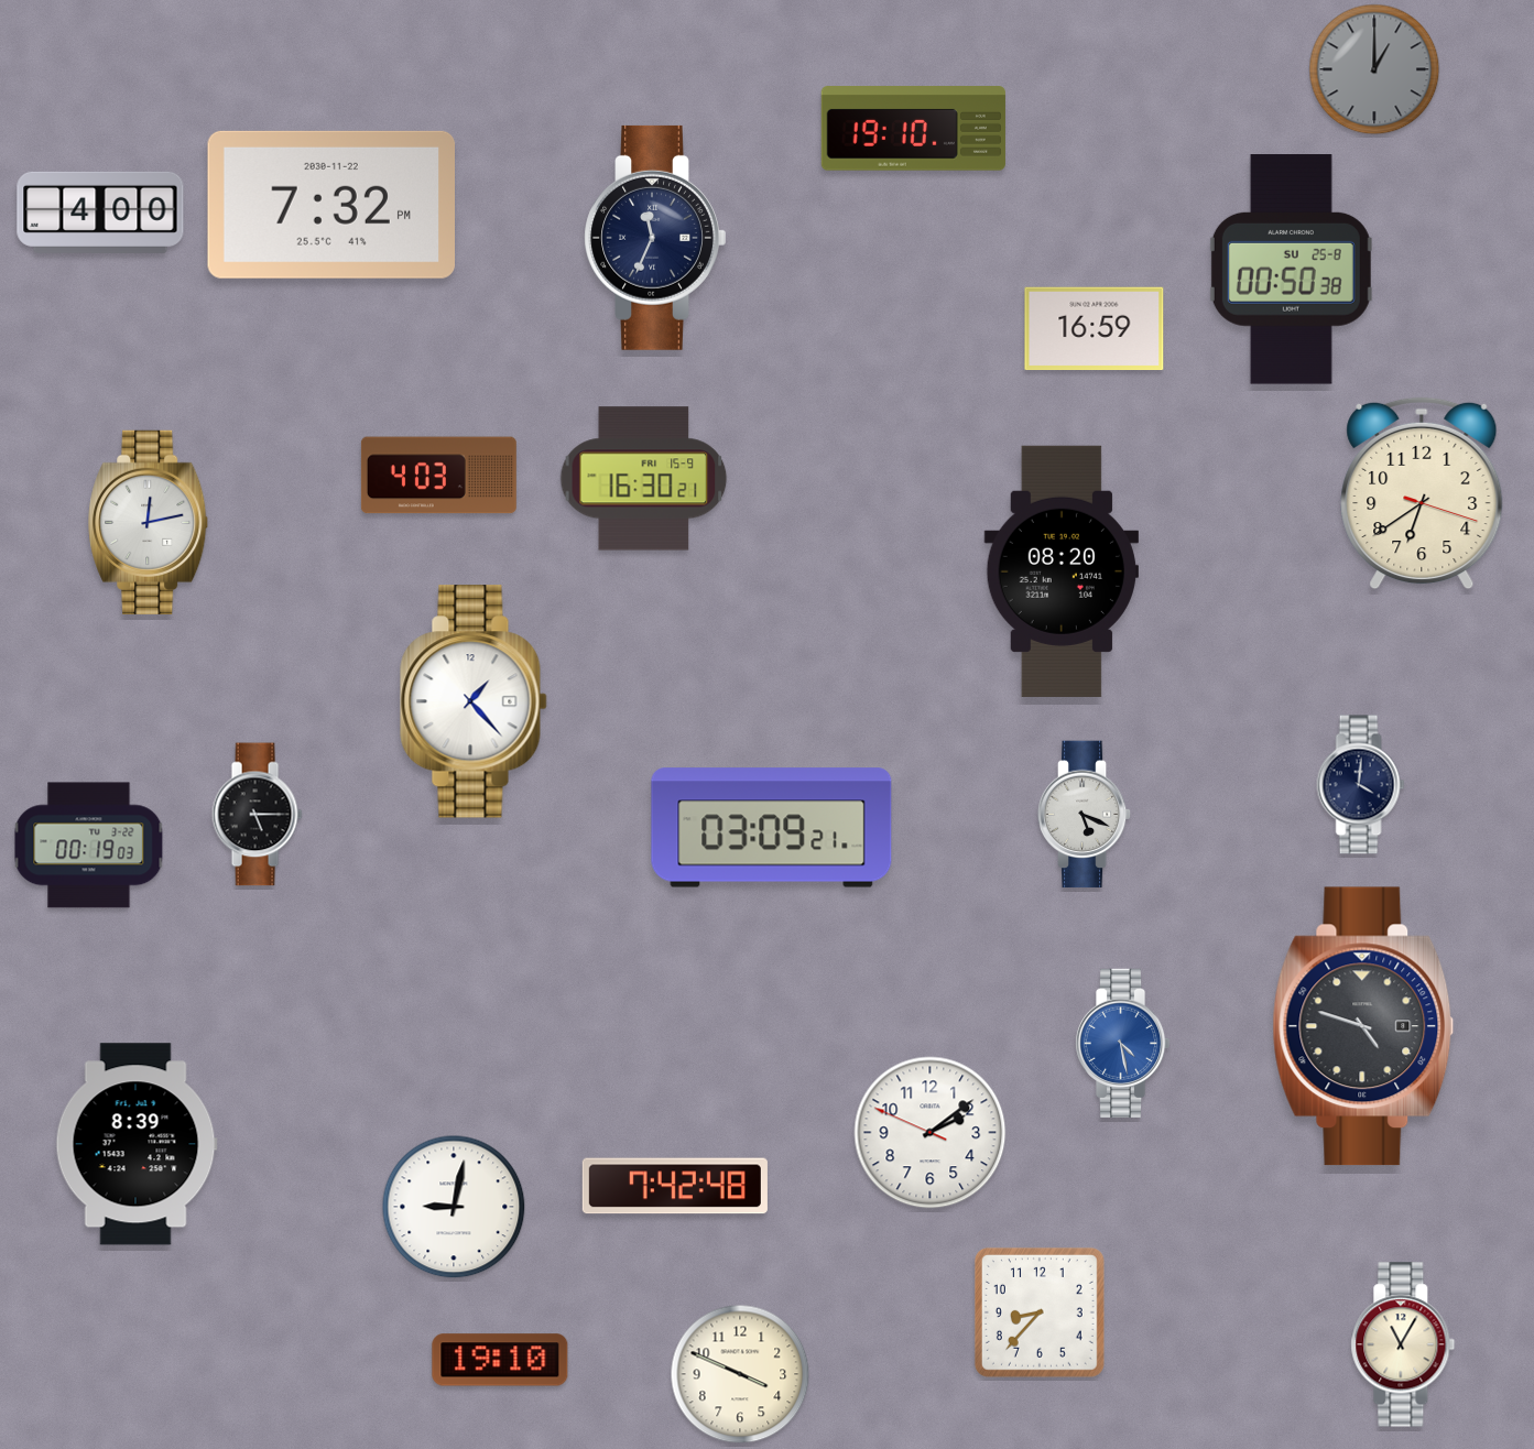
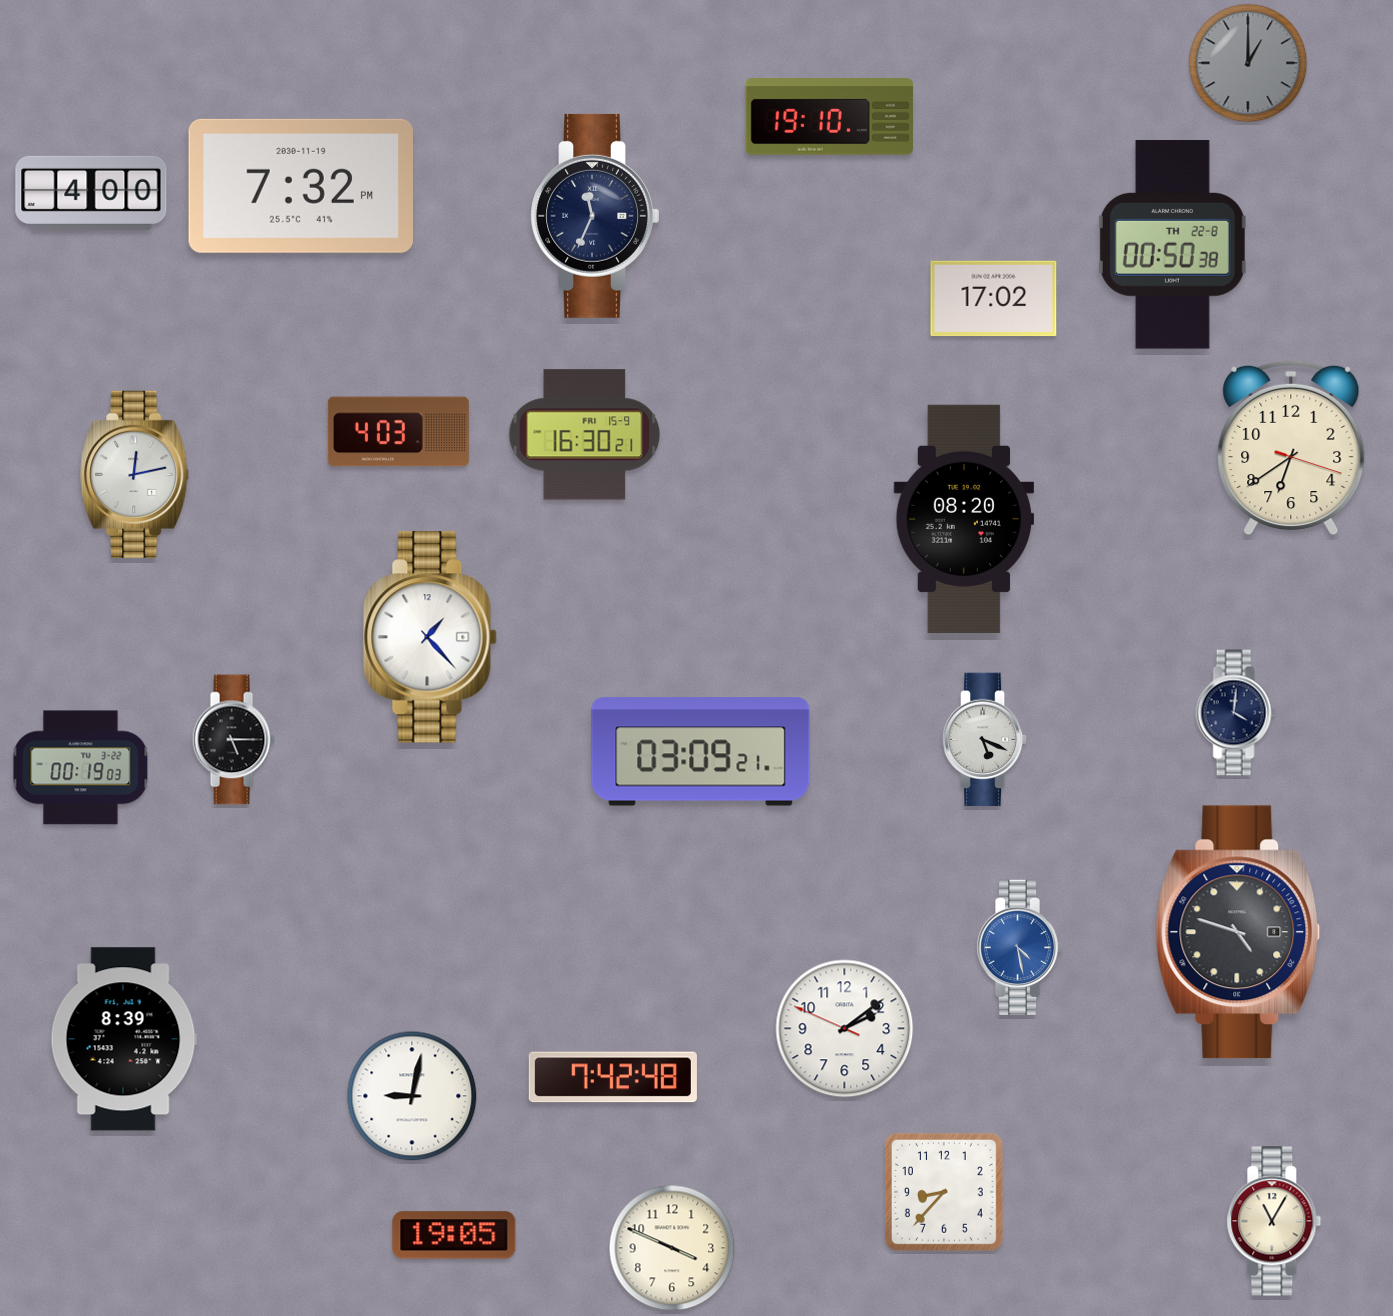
clock at (330, 205) date: 2030-11-22 -> 2030-11-19
clock at (1291, 270) date: SU 25-8 -> TH 22-8
clock at (1095, 329): 16:59 -> 17:02
clock at (500, 1360): 19:10 -> 19:05
